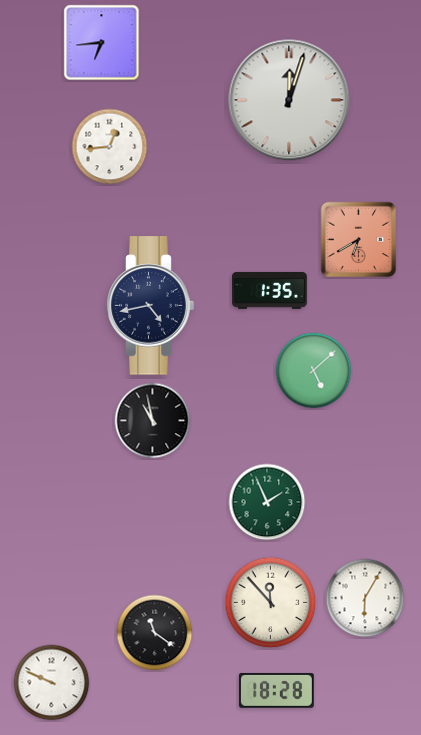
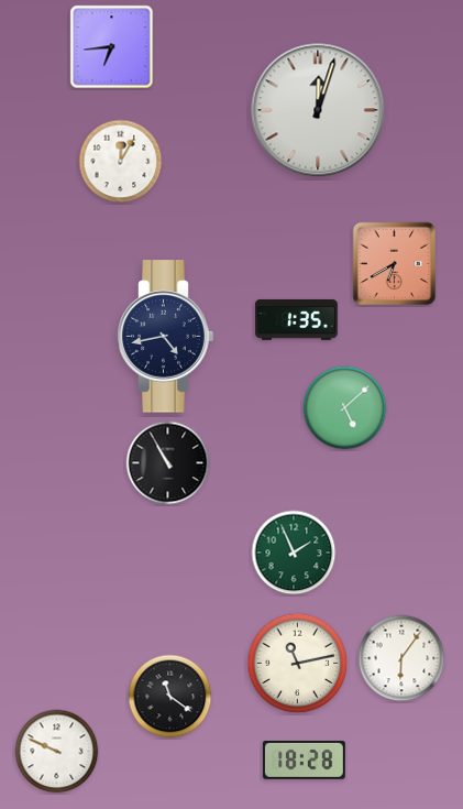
clock at (110, 147): 12:44 -> 12:05
clock at (153, 421): 10:58 -> 10:55
clock at (365, 598): 6:05 -> 6:06
clock at (271, 603): 11:53 -> 11:13
